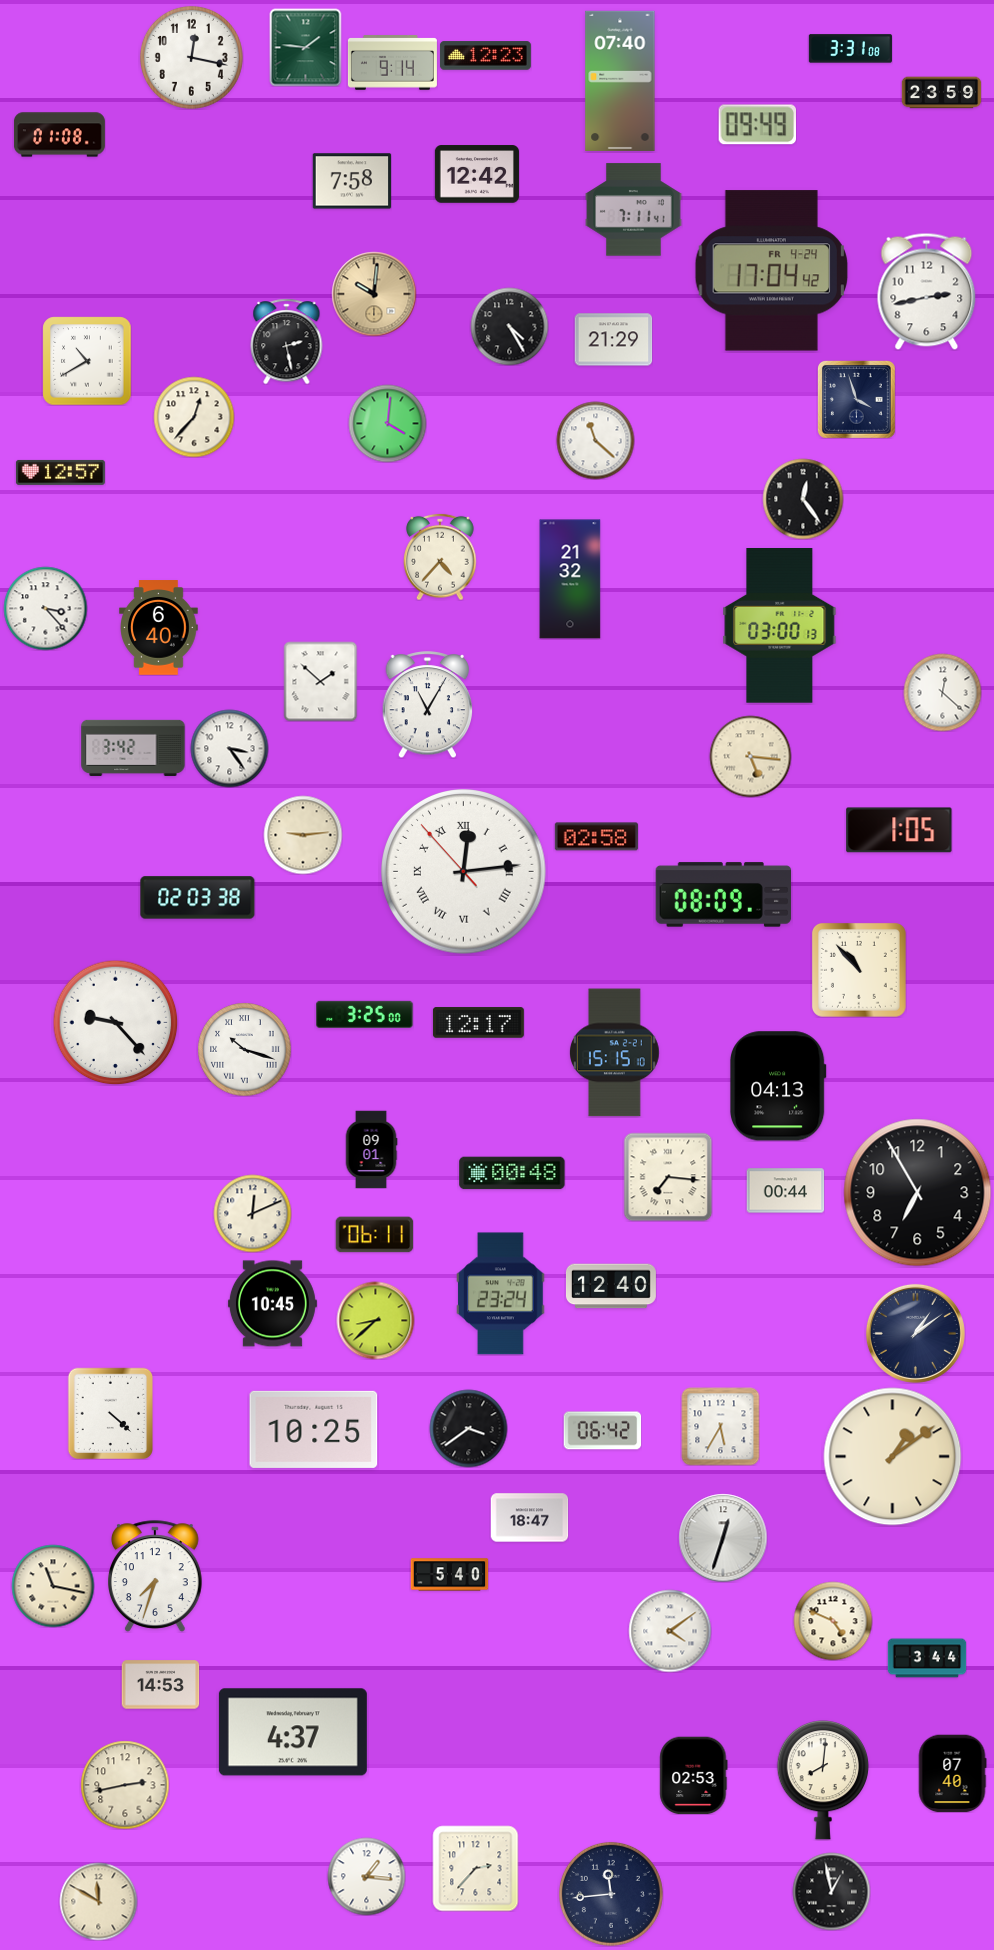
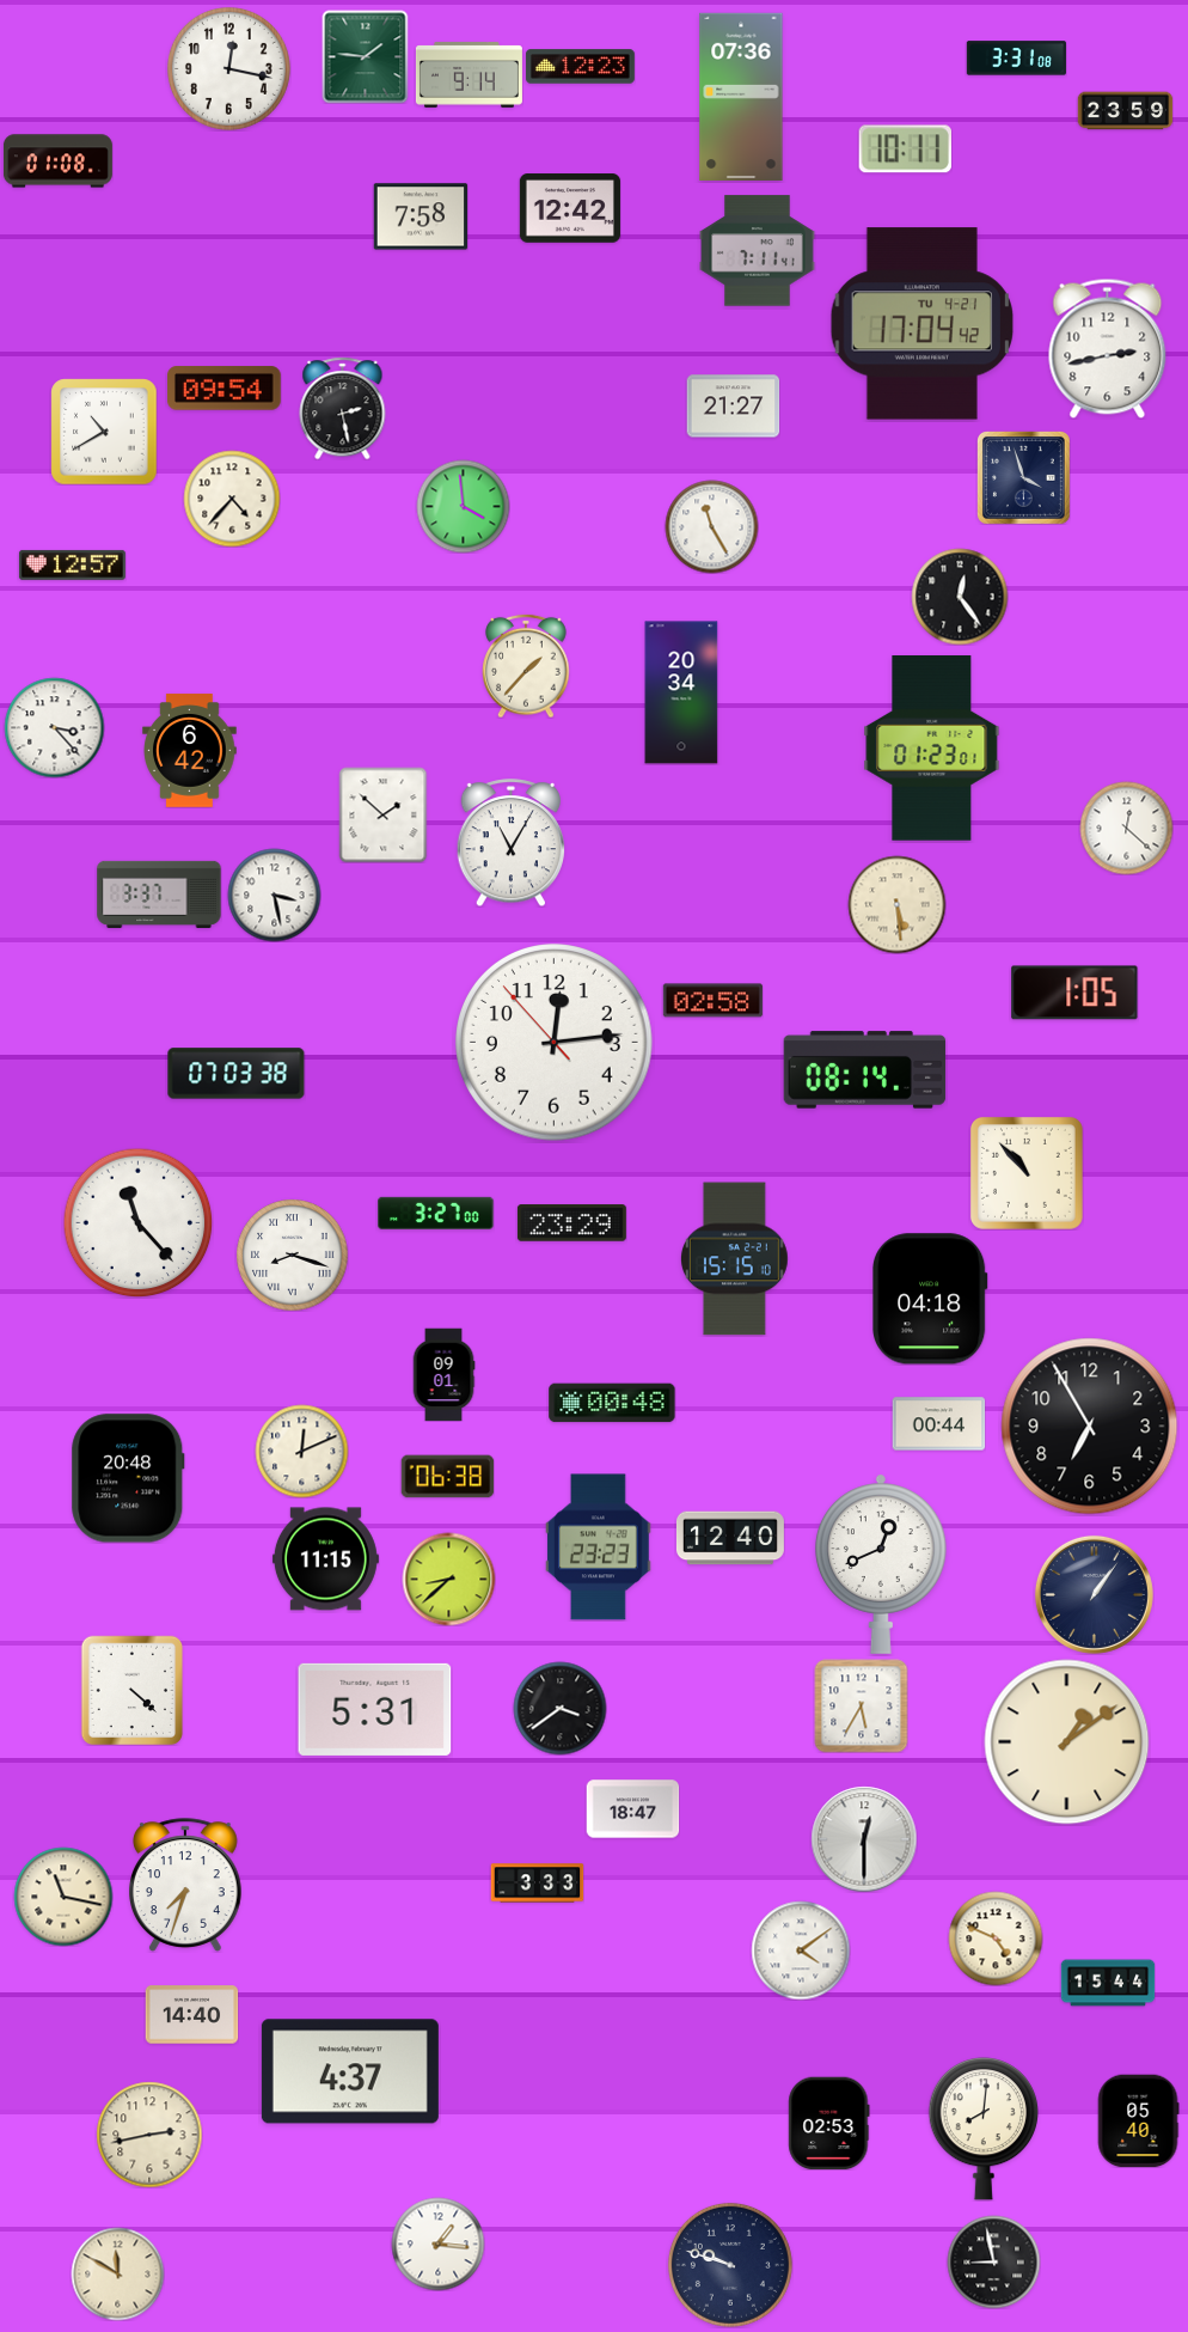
clock at (620, 81): 07:40 -> 07:36
clock at (757, 125): 09:49 -> 10:11
clock at (59, 135) position: (59, 135) -> (57, 161)
clock at (771, 271) date: FR 4-24 -> TU 4-21
clock at (374, 294): 10:01 -> none
clock at (225, 389): none -> 09:54
clock at (509, 326): 4:25 -> none
clock at (613, 340): 21:29 -> 21:27
clock at (194, 417): 12:37 -> 4:37
clock at (387, 423): 4:01 -> 3:59
clock at (595, 440): 11:22 -> 11:25
clock at (440, 557): 4:37 -> 1:37
clock at (570, 579): 21:32 -> 20:34
clock at (780, 626): 03:00 -> 01:23
clock at (159, 628): 6:40 -> 6:42
clock at (133, 748): 3:42 -> 3:37
clock at (229, 748): 3:24 -> 3:28
clock at (750, 756): 5:16 -> 5:29
clock at (303, 835): 9:14 -> none
clock at (464, 872) numerals: Roman -> Arabic
clock at (724, 895): 08:09 -> 08:14
clock at (198, 898): 02:03 -> 07:03
clock at (859, 970) position: (859, 970) -> (1027, 1173)
clock at (365, 1014): 3:25 -> 3:27
clock at (115, 1022): 9:23 -> 11:23
clock at (478, 1023): 12:17 -> 23:29
clock at (244, 1049): 10:18 -> 8:18
clock at (779, 1086): 04:13 -> 04:18
clock at (668, 1177): 7:16 -> none
clock at (918, 1193) position: (918, 1193) -> (1090, 1427)
clock at (374, 1235): 06:11 -> 06:38
clock at (128, 1478): none -> 20:48
clock at (501, 1294): 23:24 -> 23:23
clock at (272, 1304): 10:45 -> 11:15
clock at (882, 1564): none -> 12:41
clock at (915, 1333): 1:09 -> 1:06
clock at (314, 1429): 10:25 -> 5:31
clock at (602, 1431): 06:42 -> none
clock at (529, 1518) position: (529, 1518) -> (632, 1809)
clock at (723, 1538): 12:33 -> 12:30
clock at (449, 1575): 5:40 -> 3:33
clock at (927, 1658): 3:44 -> 15:44
clock at (160, 1685): 14:53 -> 14:40
clock at (952, 1773): 07:40 -> 05:40
clock at (475, 1868): 2:37 -> none
clock at (831, 1891): 12:58 -> 8:58
clock at (611, 1894): 11:44 -> 9:48
